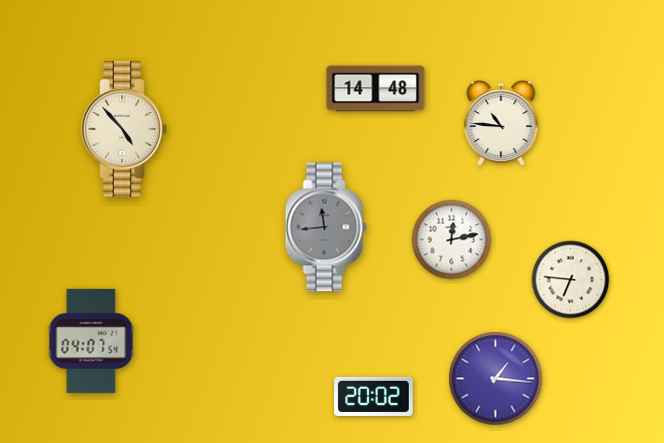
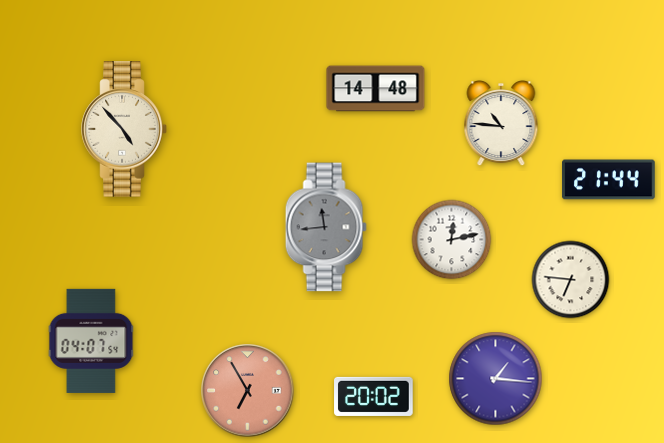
clock at (609, 180): none -> 21:44
clock at (248, 391): none -> 6:55
